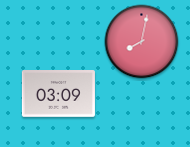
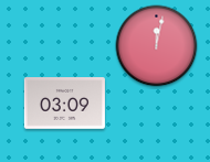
clock at (142, 42): 8:02 -> 12:02
